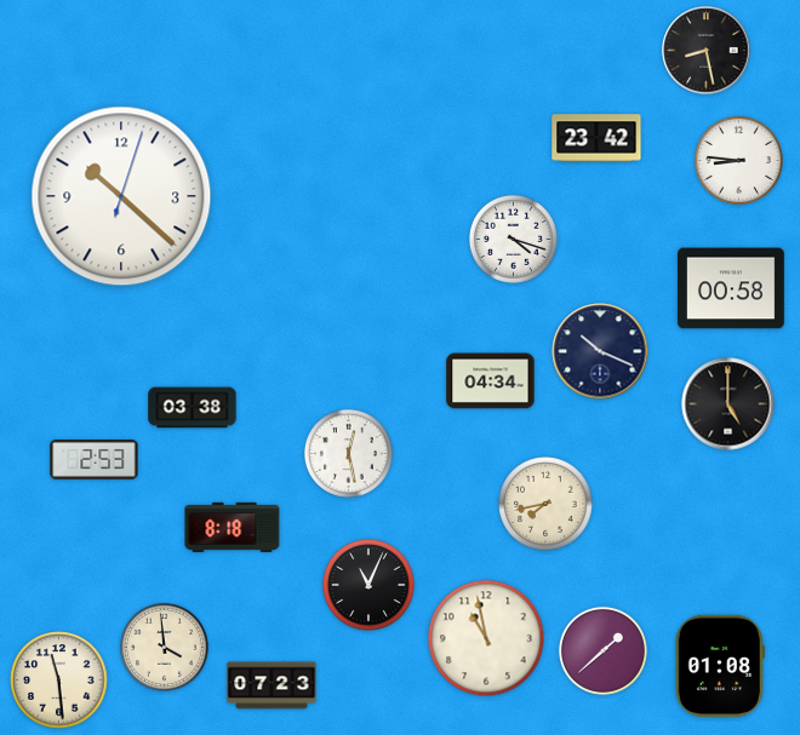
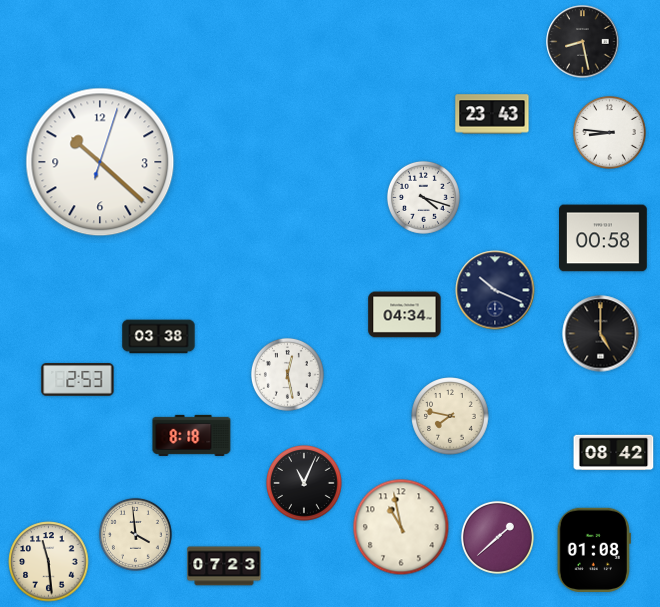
clock at (596, 138): 23:42 -> 23:43
clock at (545, 504): 7:43 -> 7:47
clock at (614, 453): none -> 08:42
